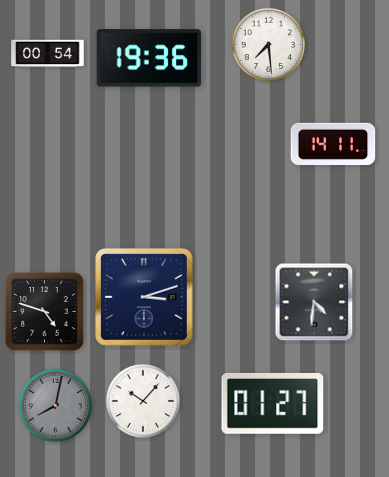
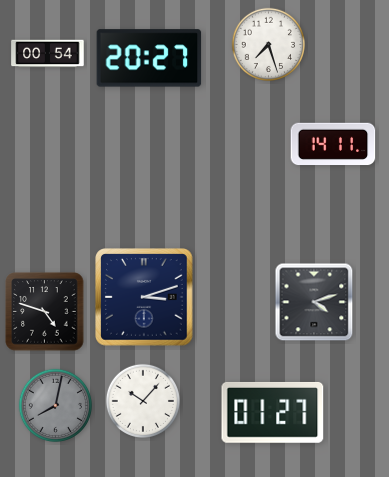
clock at (268, 44): 7:29 -> 7:27
clock at (149, 58): 19:36 -> 20:27
clock at (314, 302): 4:31 -> 4:12
clock at (273, 403) position: (273, 403) -> (273, 412)
